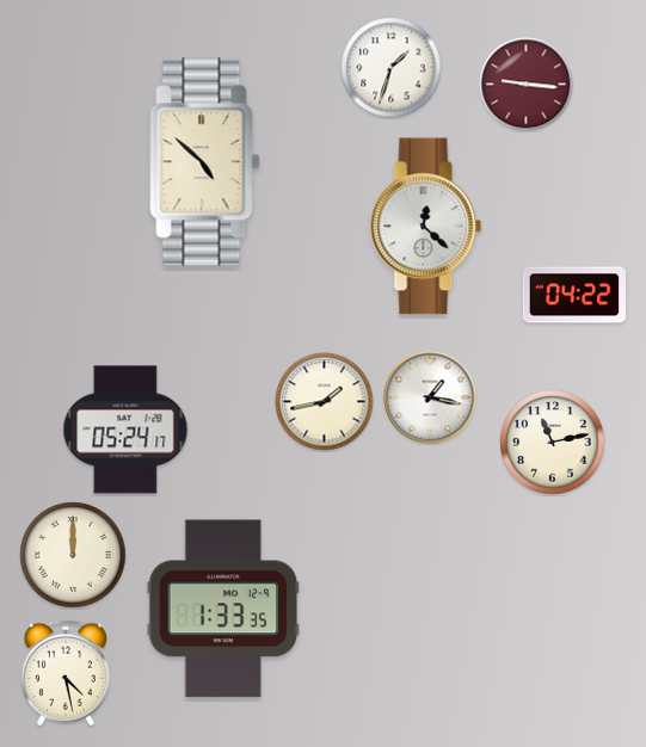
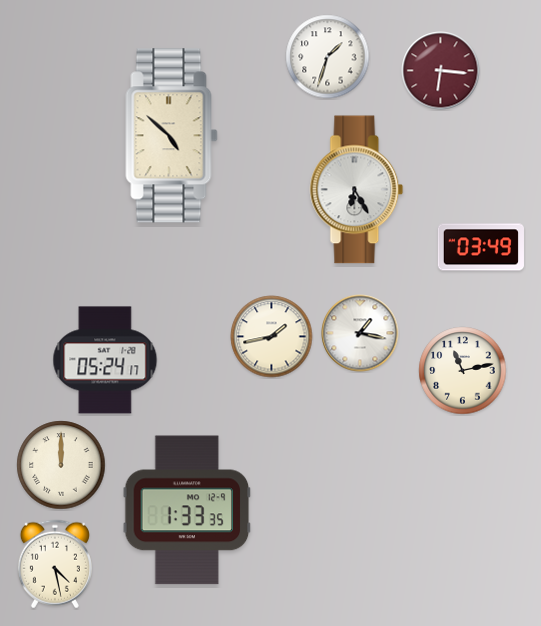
clock at (527, 85): 9:16 -> 6:16
clock at (426, 227): 12:22 -> 6:25
clock at (574, 295): 04:22 -> 03:49
